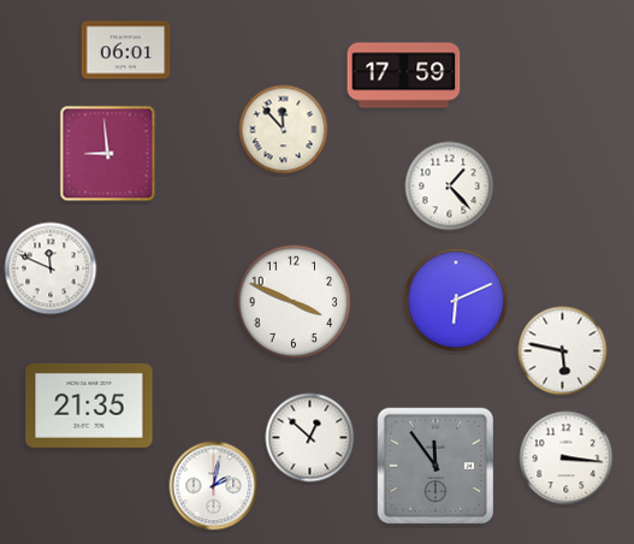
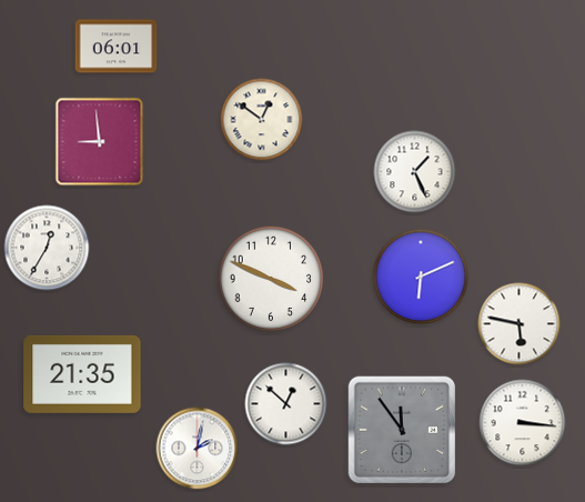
clock at (404, 76): 17:59 -> none
clock at (284, 130): 11:53 -> 12:51
clock at (450, 187): 1:23 -> 1:26
clock at (51, 268): 11:49 -> 12:35
